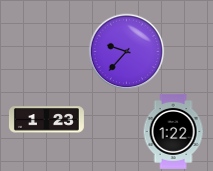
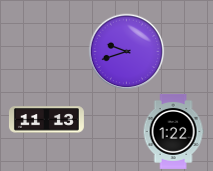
clock at (127, 52): 9:37 -> 9:42
clock at (46, 120): 1:23 -> 11:13
